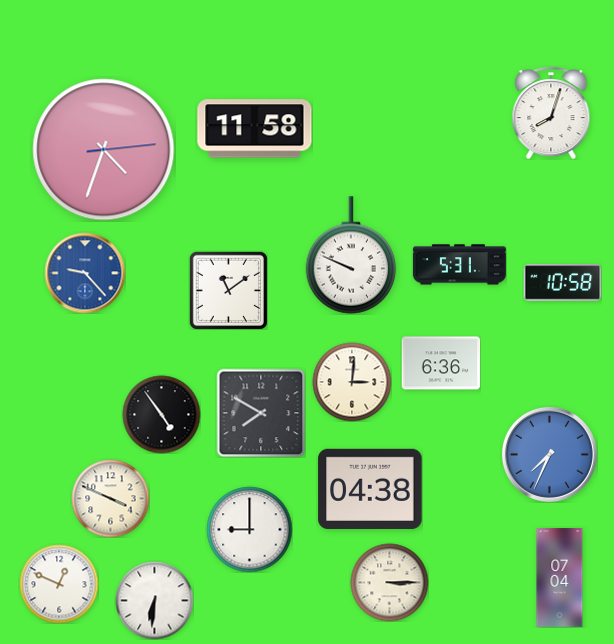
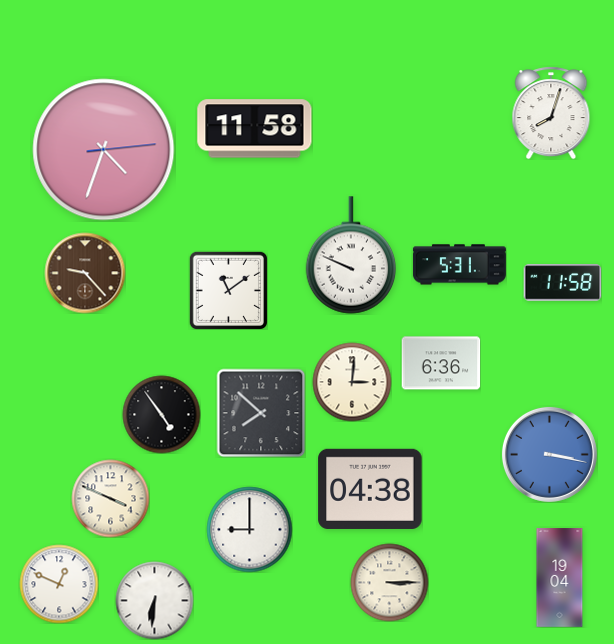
clock at (85, 273) dial: blue -> brown
clock at (562, 283): 10:58 -> 11:58
clock at (261, 413): 7:50 -> 7:52
clock at (549, 454): 7:34 -> 3:17
clock at (560, 578): 07:04 -> 19:04
